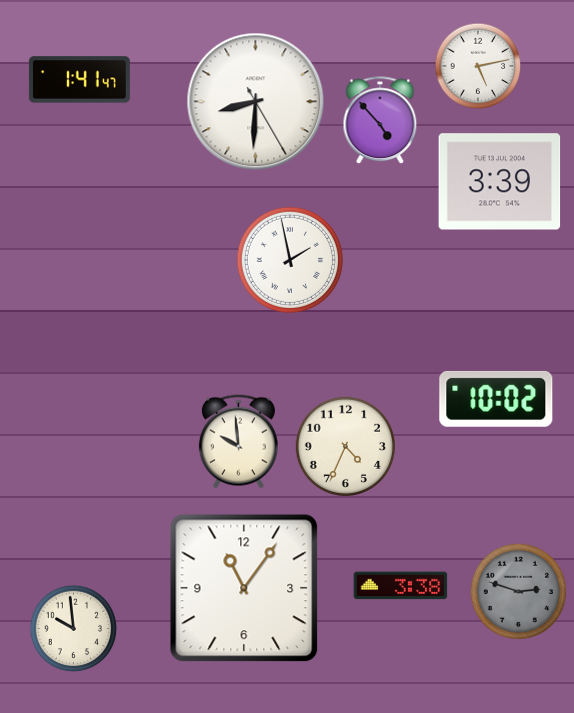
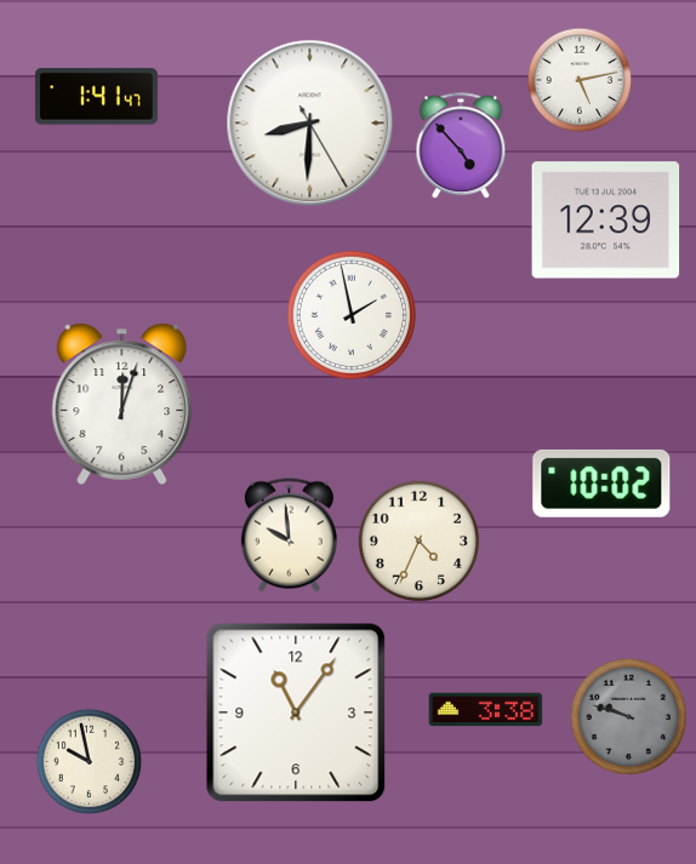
clock at (500, 182): 3:39 -> 12:39
clock at (122, 404): none -> 12:03
clock at (518, 591): 2:48 -> 9:48
clock at (74, 629): 9:59 -> 9:58
